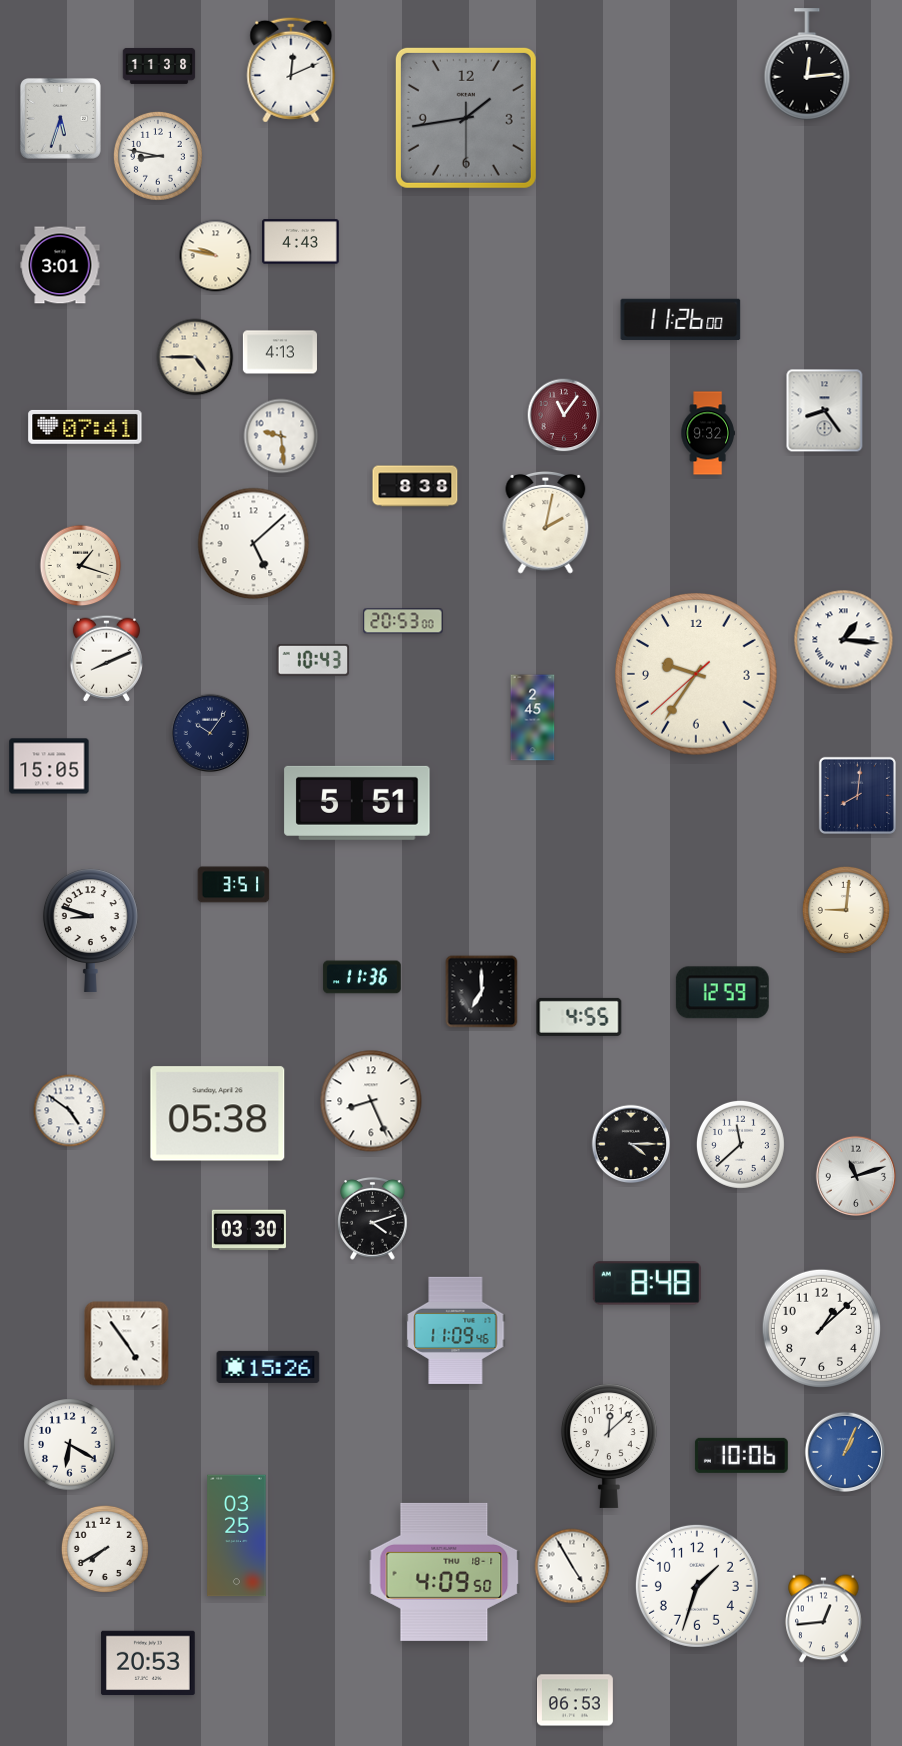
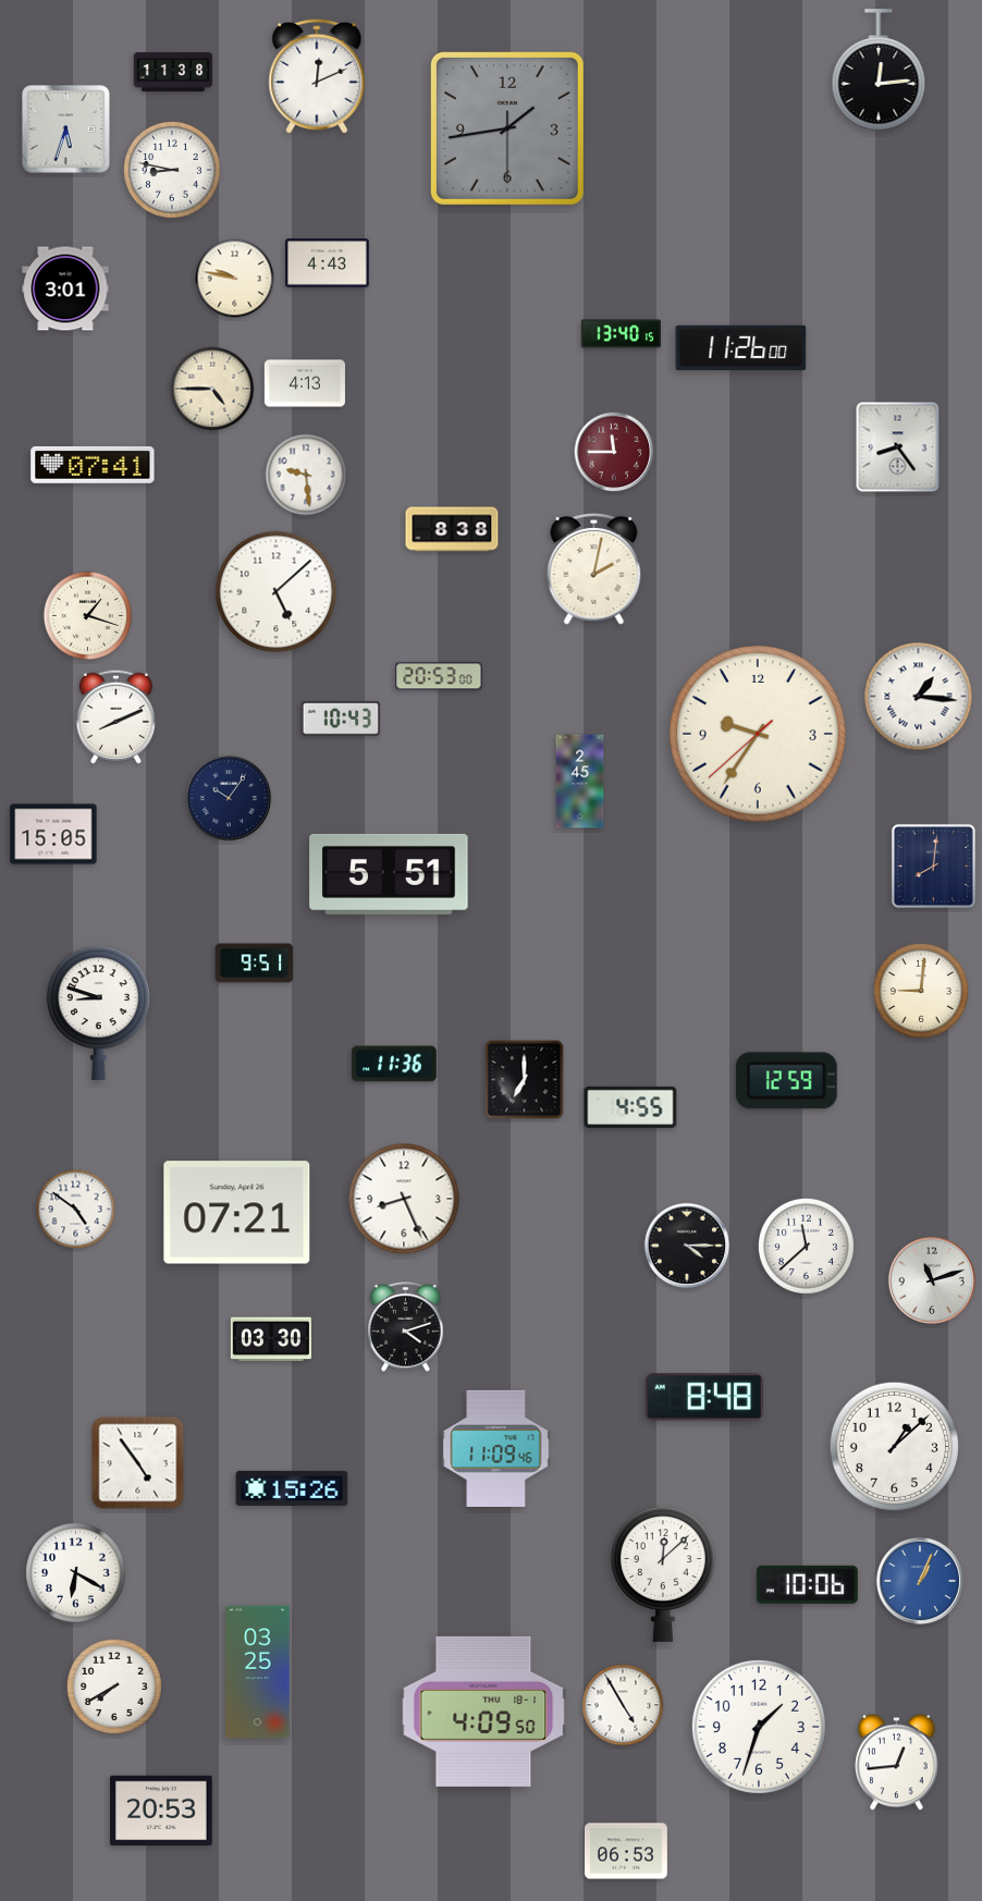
clock at (621, 334): none -> 13:40
clock at (564, 415): 11:06 -> 11:45
clock at (708, 433): 9:32 -> none
clock at (234, 885): 3:51 -> 9:51
clock at (218, 1114): 05:38 -> 07:21
